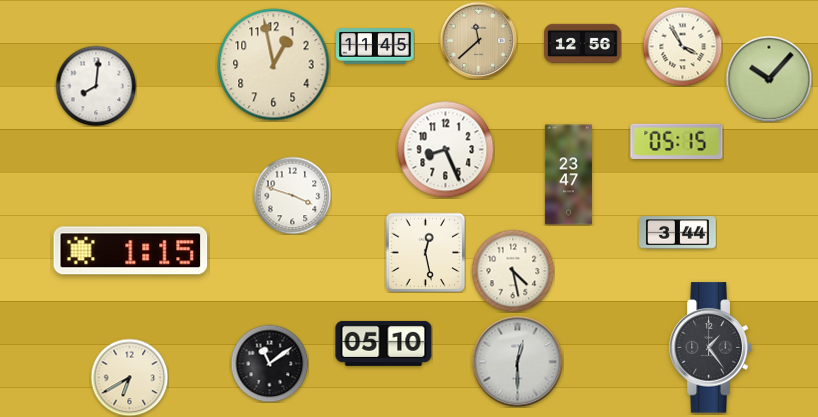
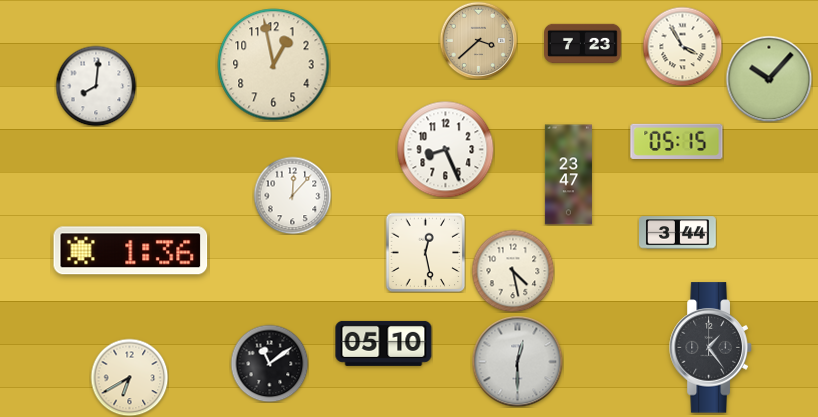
clock at (478, 40): 11:38 -> 3:38
clock at (583, 43): 12:56 -> 7:23
clock at (375, 46): 11:45 -> none
clock at (292, 195): 3:48 -> 12:07
clock at (131, 251): 1:15 -> 1:36
